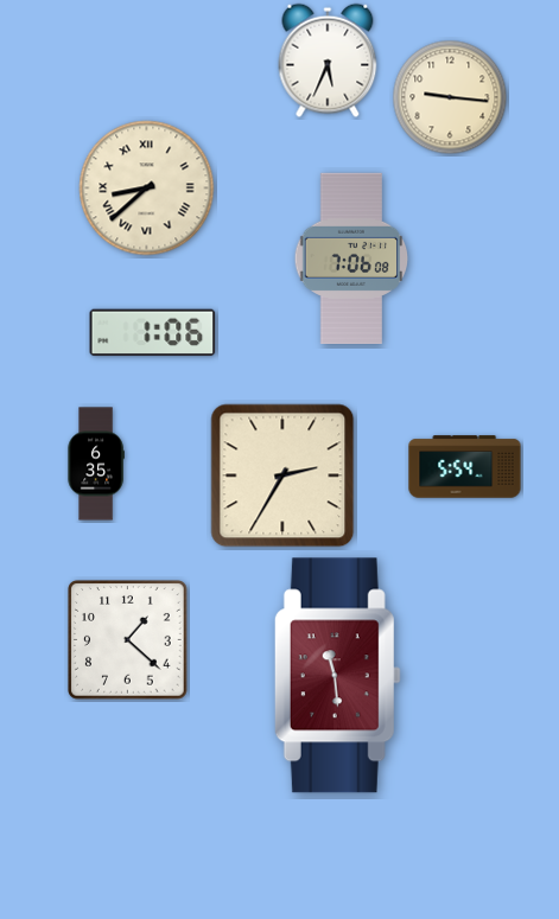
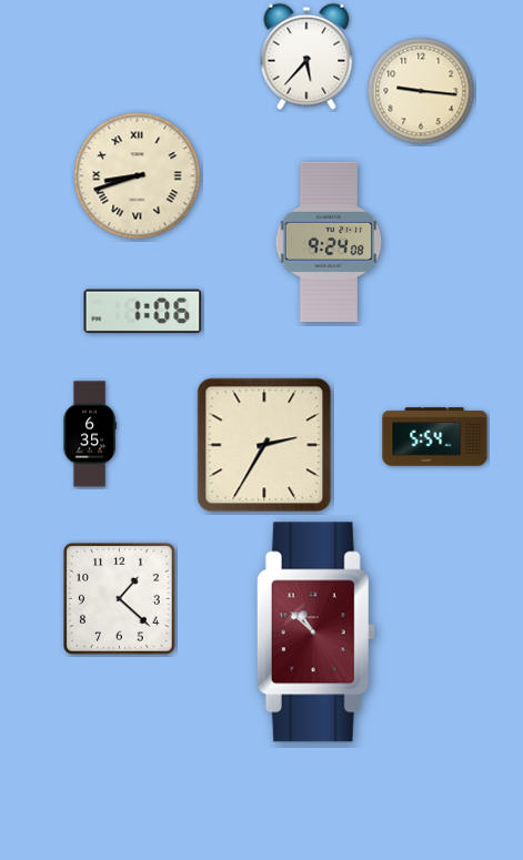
clock at (328, 60): 5:34 -> 5:37
clock at (147, 189): 8:38 -> 8:42
clock at (351, 259): 7:06 -> 9:24
clock at (337, 676): 11:29 -> 10:52
